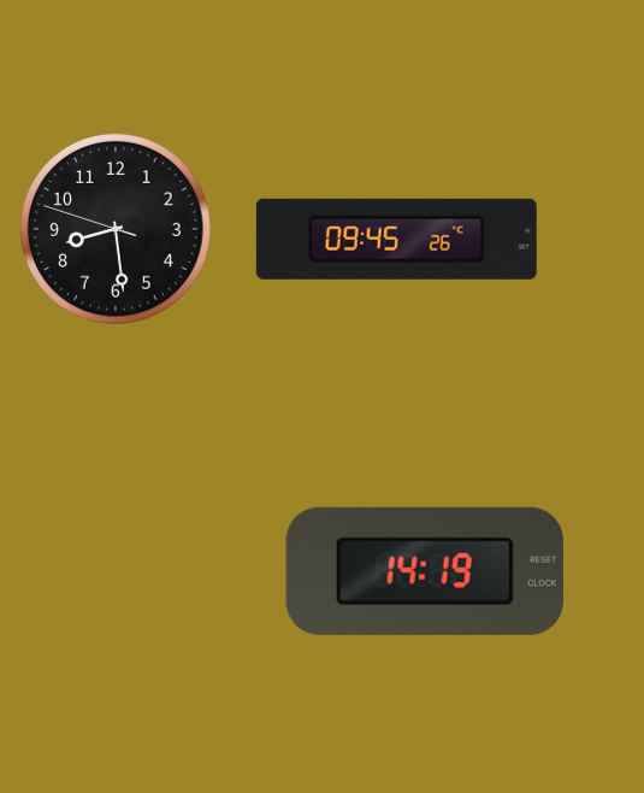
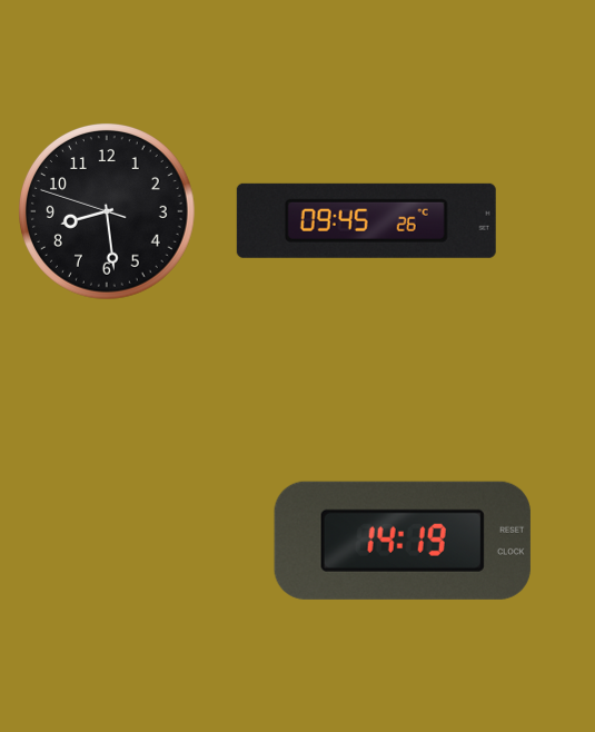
clock at (425, 571) position: (425, 571) -> (403, 541)
